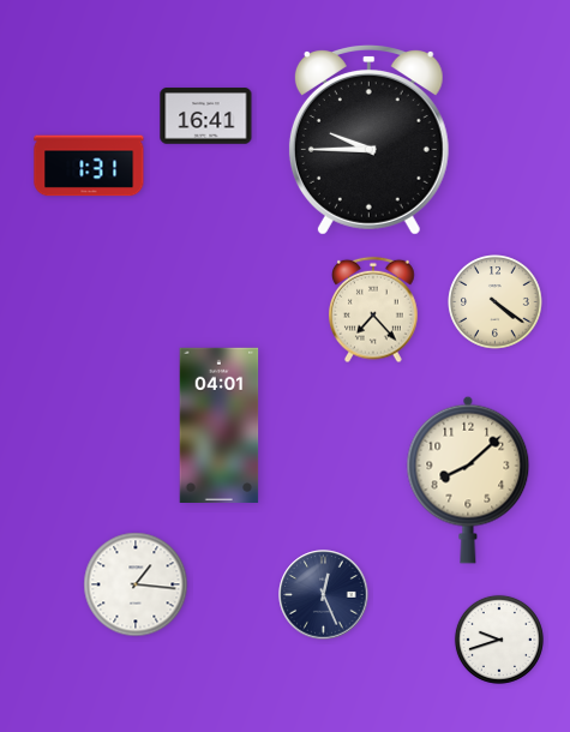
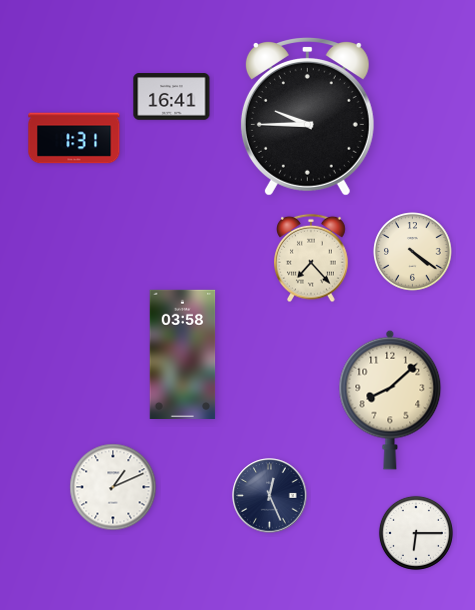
clock at (220, 425): 04:01 -> 03:58
clock at (136, 584): 1:16 -> 1:11
clock at (499, 640): 9:42 -> 6:15
